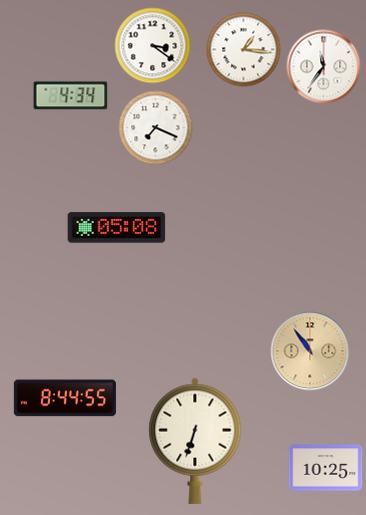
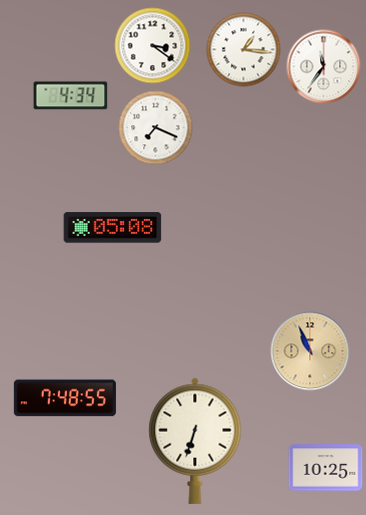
clock at (117, 228) position: (117, 228) -> (113, 228)
clock at (310, 351): 10:54 -> 10:56
clock at (65, 398): 8:44 -> 7:48
